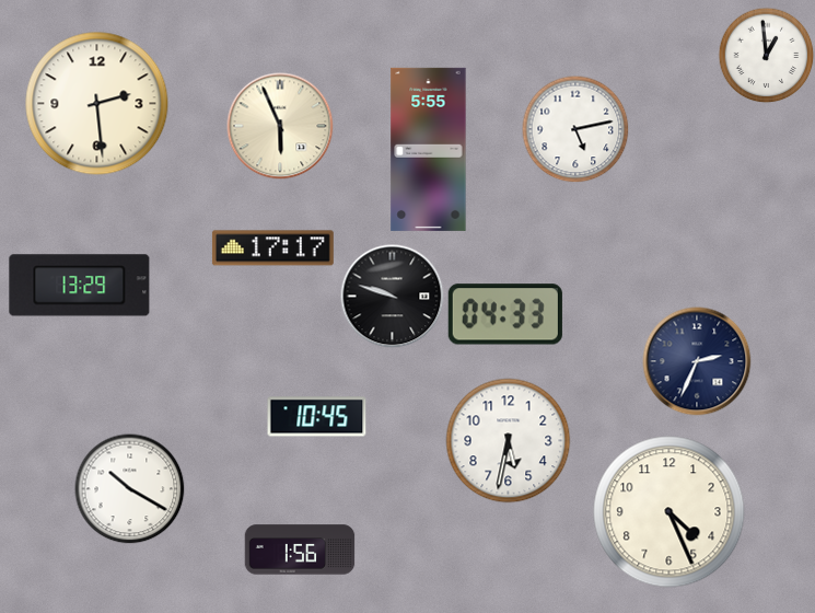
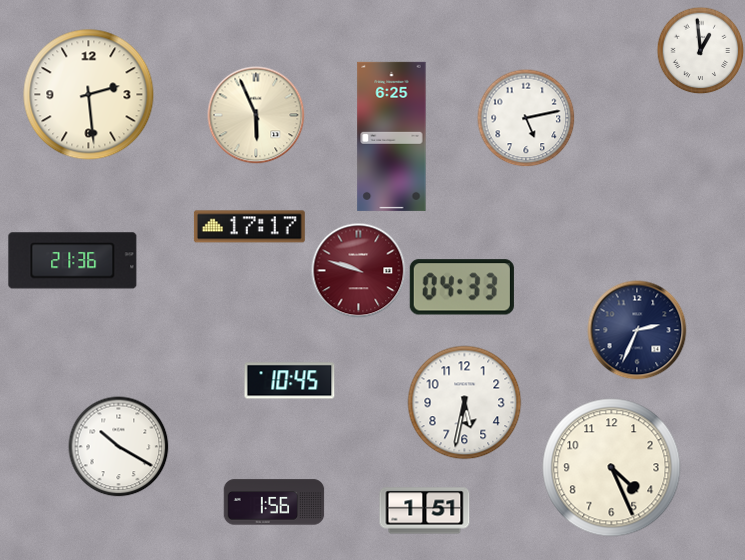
clock at (429, 149): 5:55 -> 6:25
clock at (80, 286): 13:29 -> 21:36
clock at (392, 296) dial: black -> burgundy
clock at (425, 511): none -> 1:51
